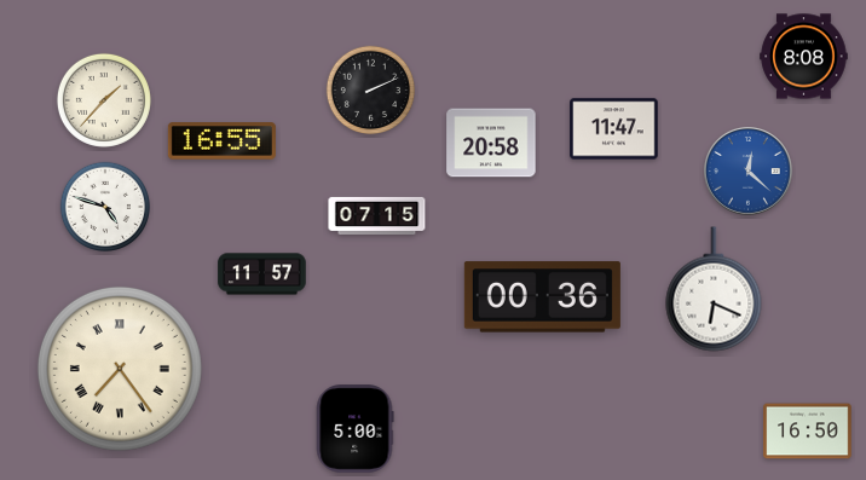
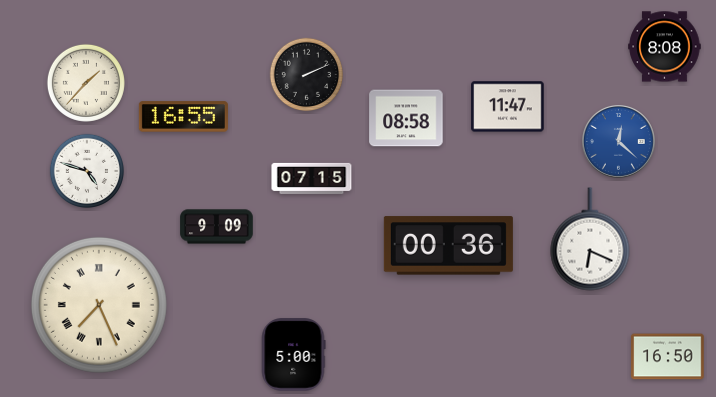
clock at (491, 143): 20:58 -> 08:58
clock at (262, 274): 11:57 -> 9:09
clock at (120, 369): 7:24 -> 7:26
